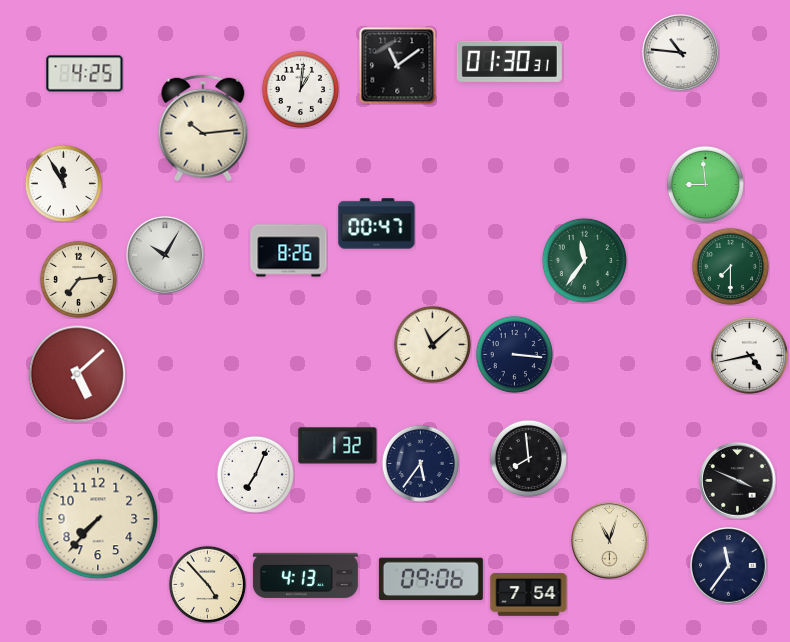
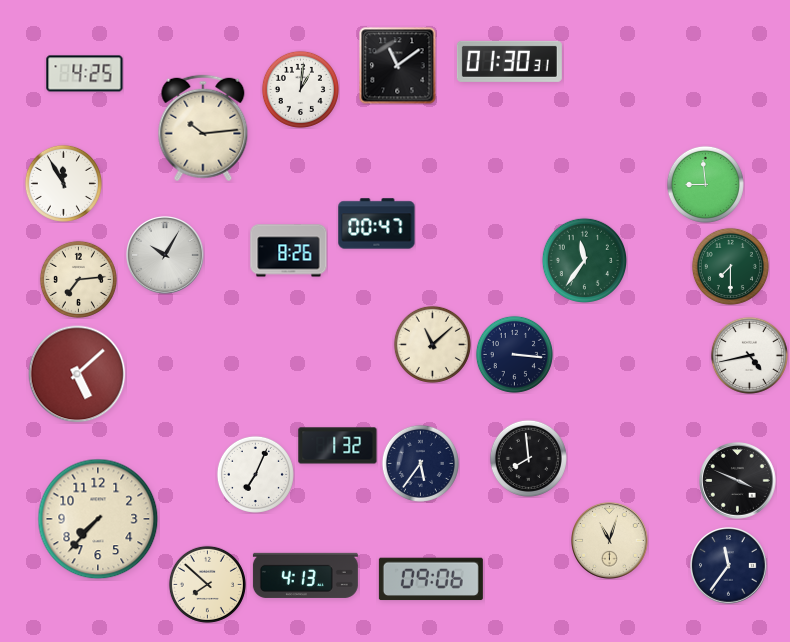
clock at (681, 53): 10:46 -> none
clock at (207, 584): 4:53 -> 7:52
clock at (529, 595): 7:54 -> none
